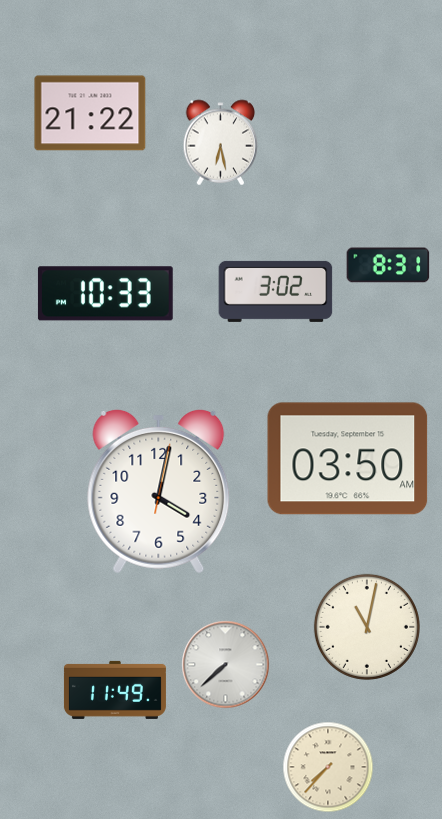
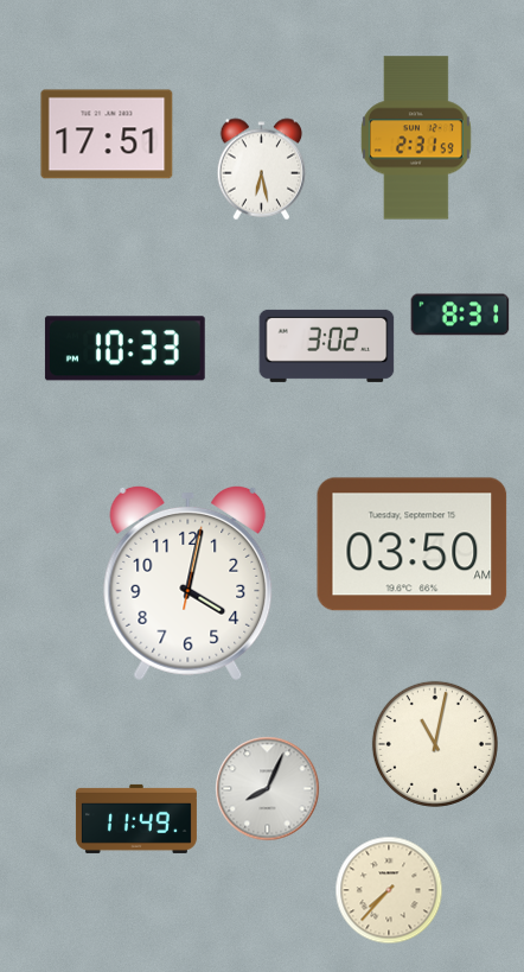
clock at (90, 113): 21:22 -> 17:51
clock at (416, 138): none -> 2:31
clock at (226, 665): 7:38 -> 8:04
clock at (328, 767) position: (328, 767) -> (389, 890)
